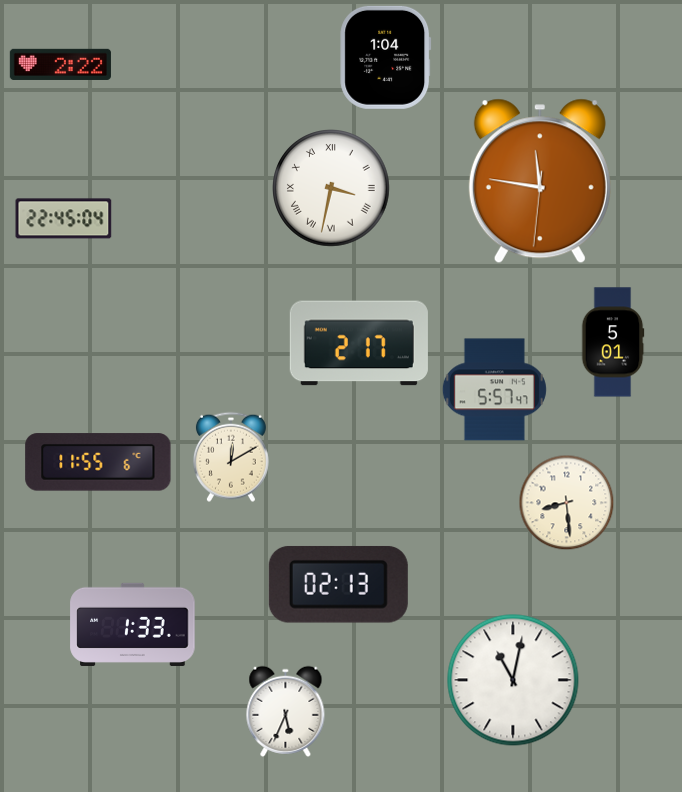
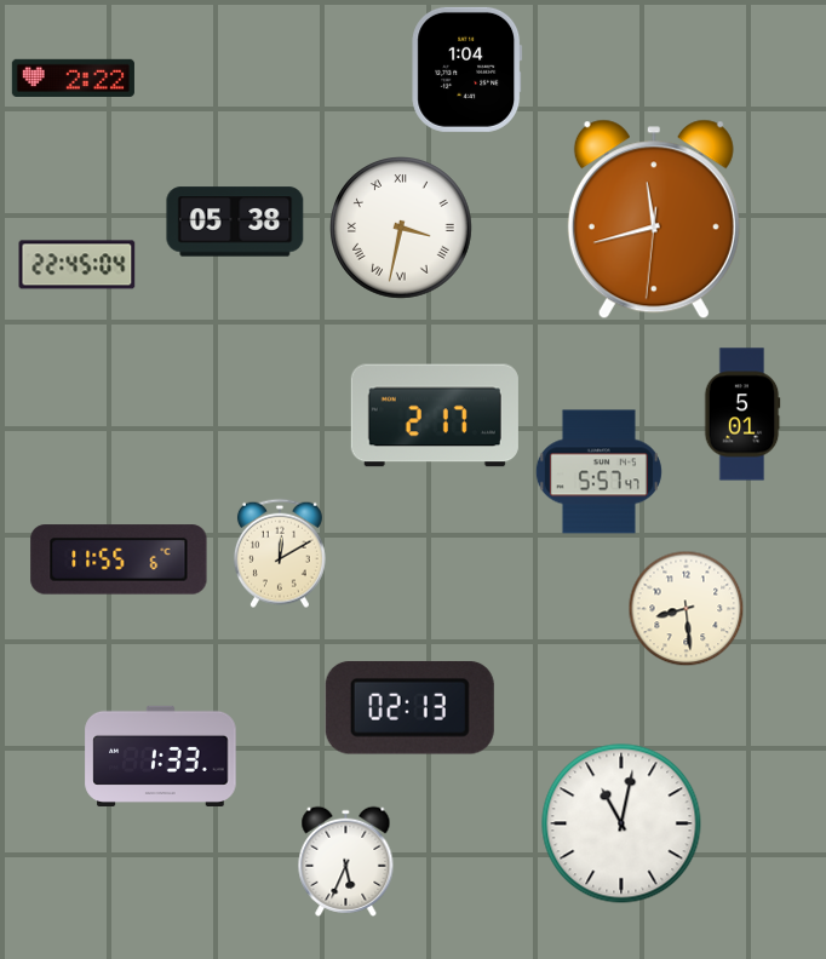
clock at (540, 181): 11:46 -> 11:42
clock at (235, 222): none -> 05:38
